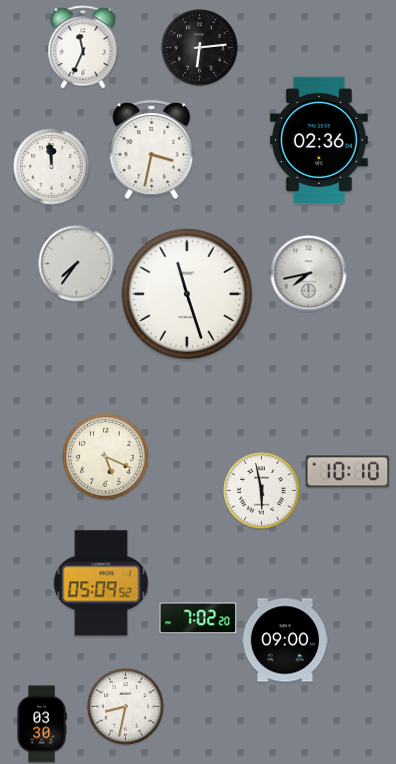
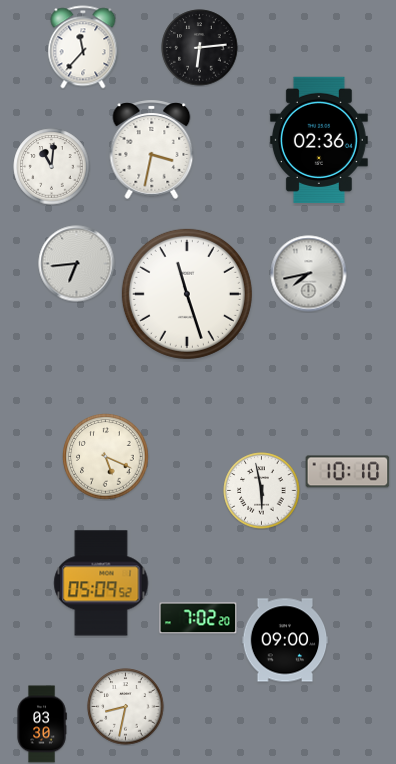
clock at (83, 47): 11:34 -> 11:37
clock at (52, 167): 11:59 -> 11:01
clock at (77, 264): 7:36 -> 6:44
